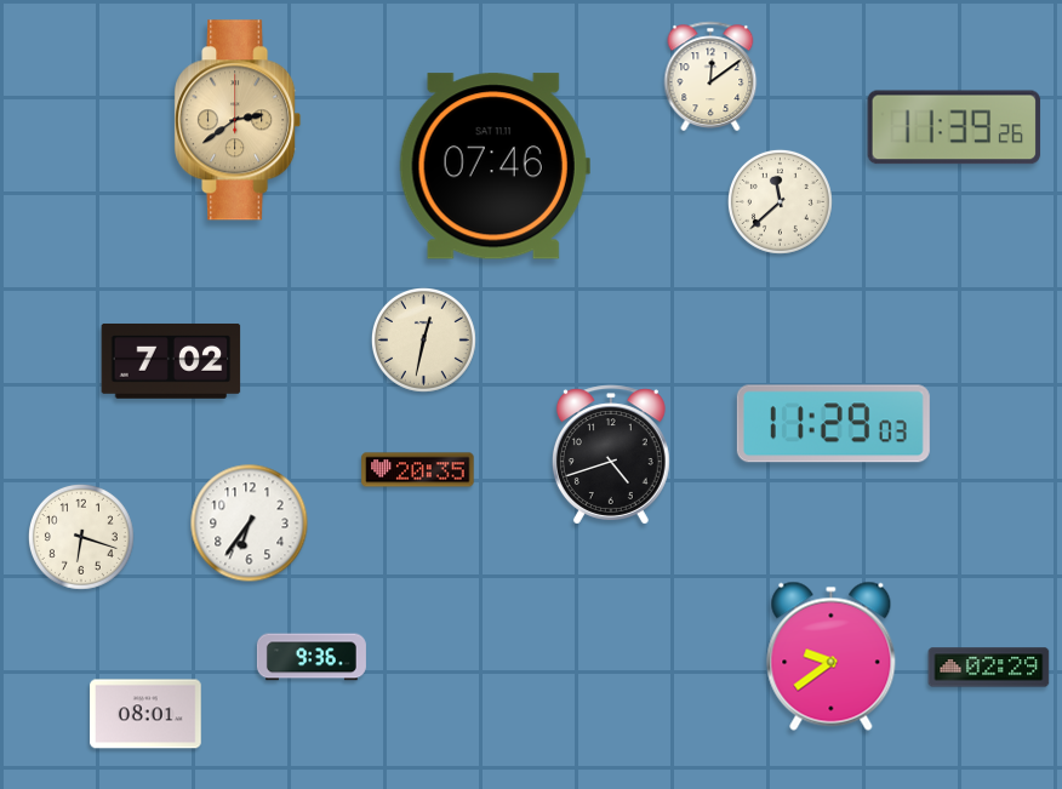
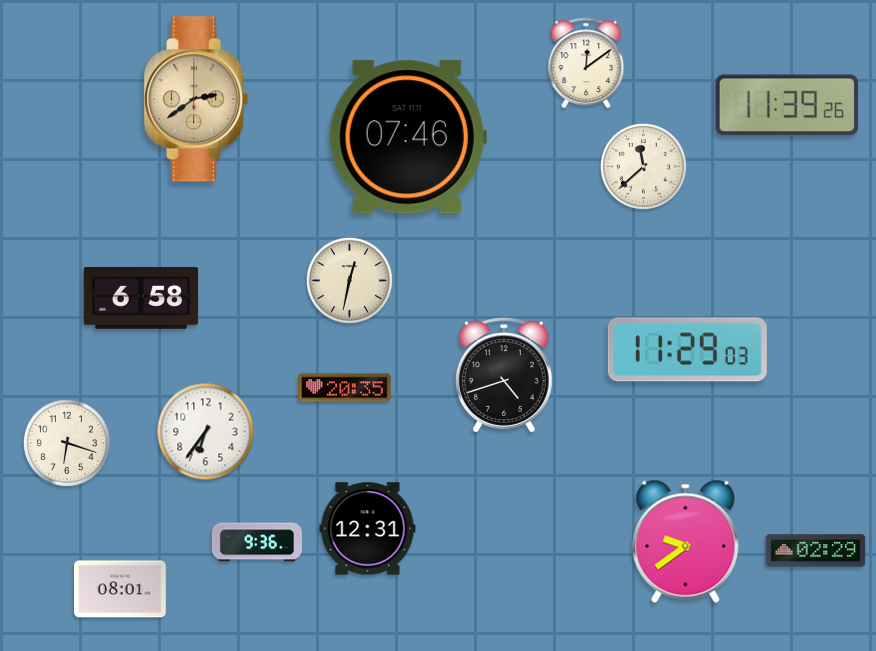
clock at (171, 361): 7:02 -> 6:58
clock at (368, 529): none -> 12:31
